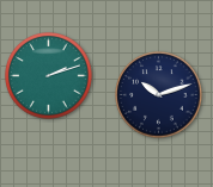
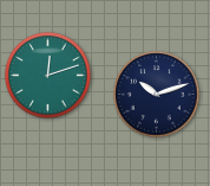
clock at (49, 76): 2:12 -> 12:12
